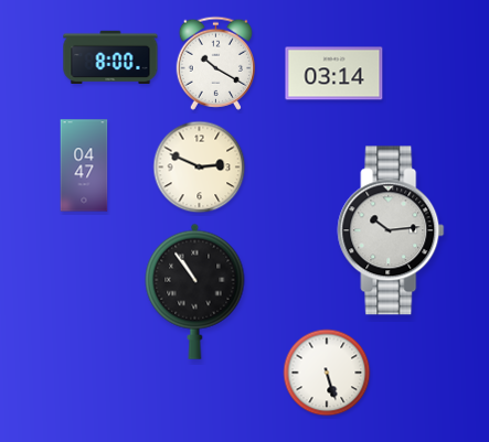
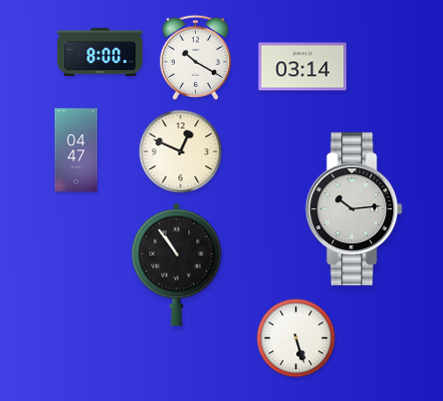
clock at (200, 168): 2:49 -> 12:49
